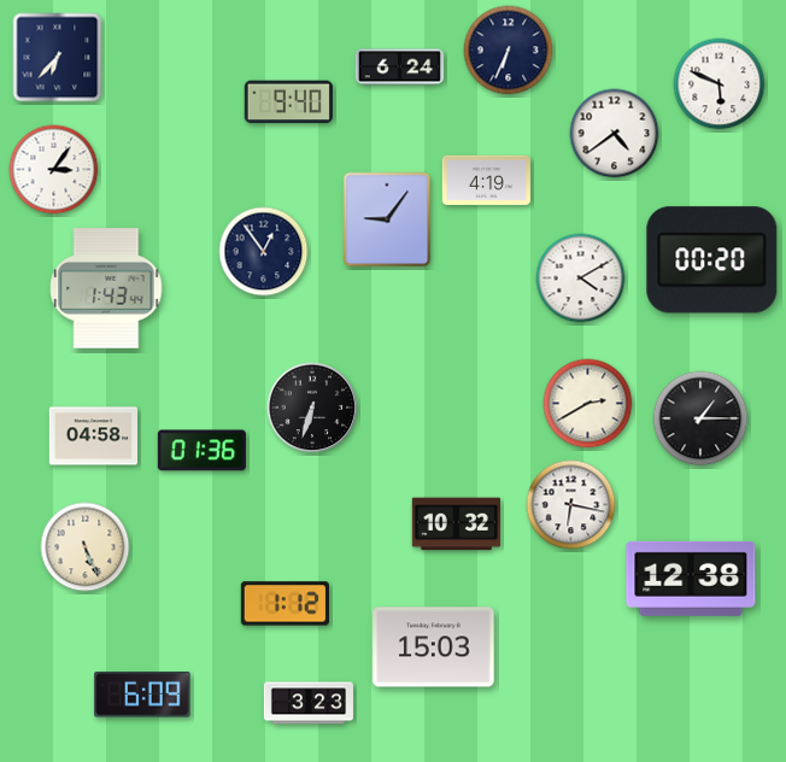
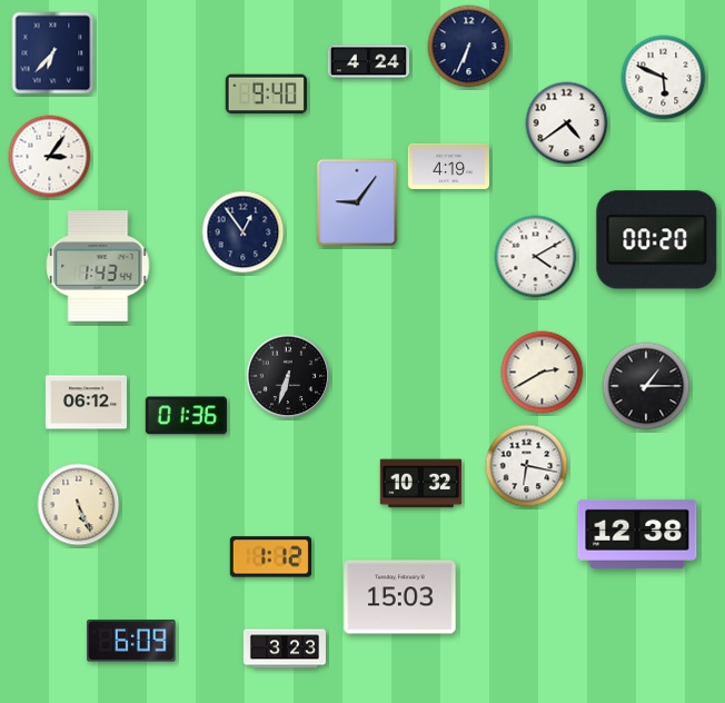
clock at (399, 68): 6:24 -> 4:24
clock at (93, 436): 04:58 -> 06:12
clock at (285, 604) position: (285, 604) -> (270, 557)
